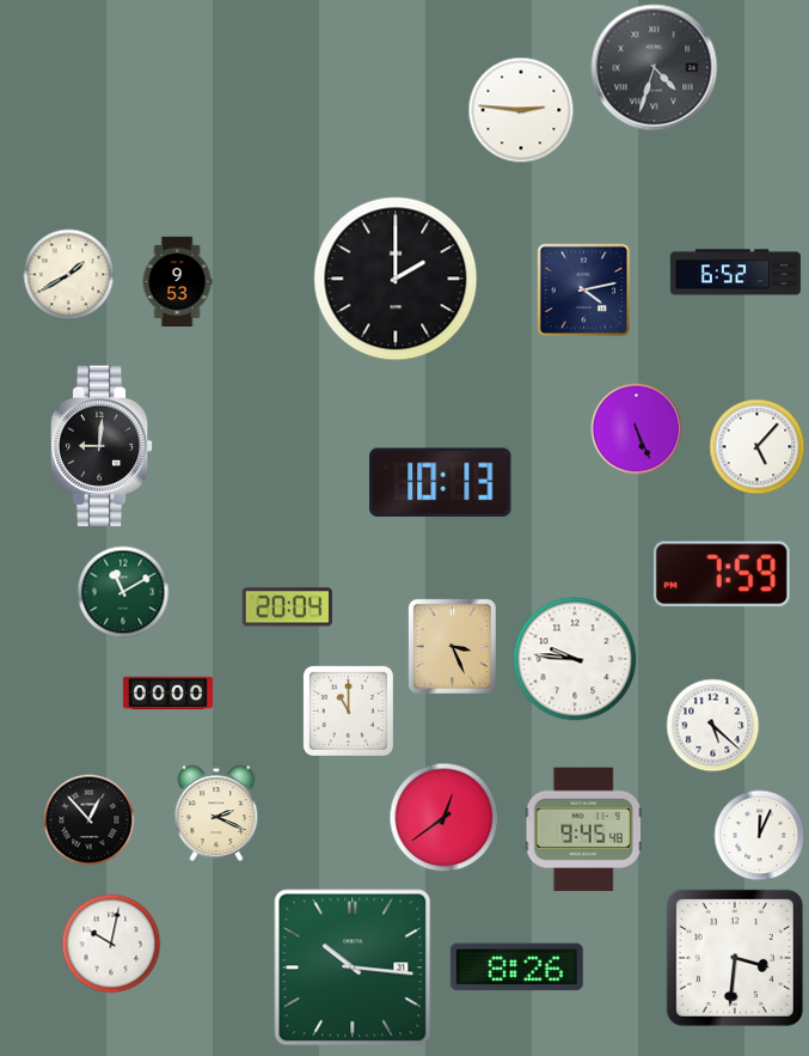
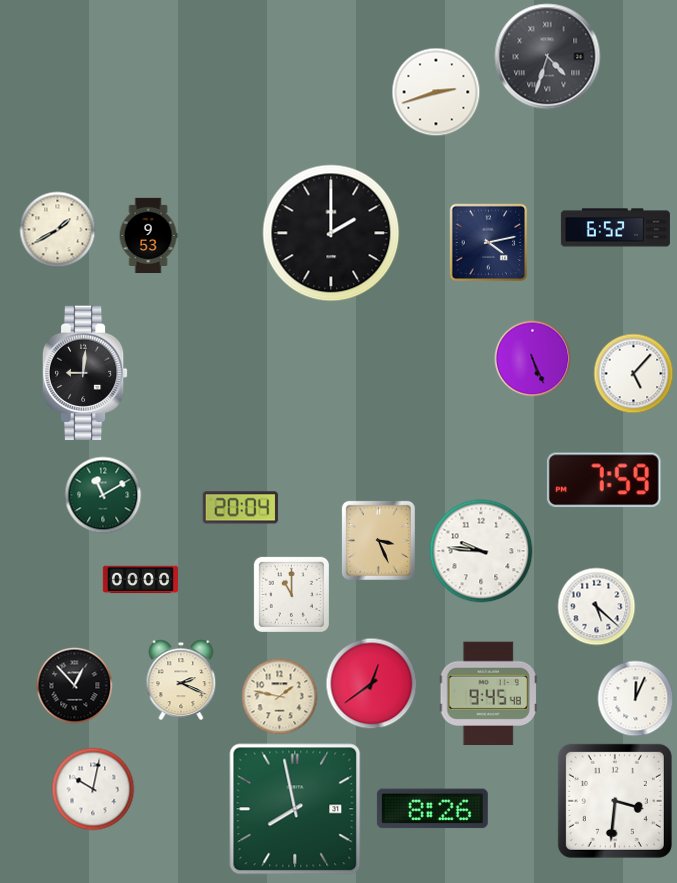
clock at (521, 110): 2:46 -> 2:42
clock at (441, 482): 10:13 -> none
clock at (280, 697): none -> 1:47
clock at (353, 968): 10:16 -> 7:58
